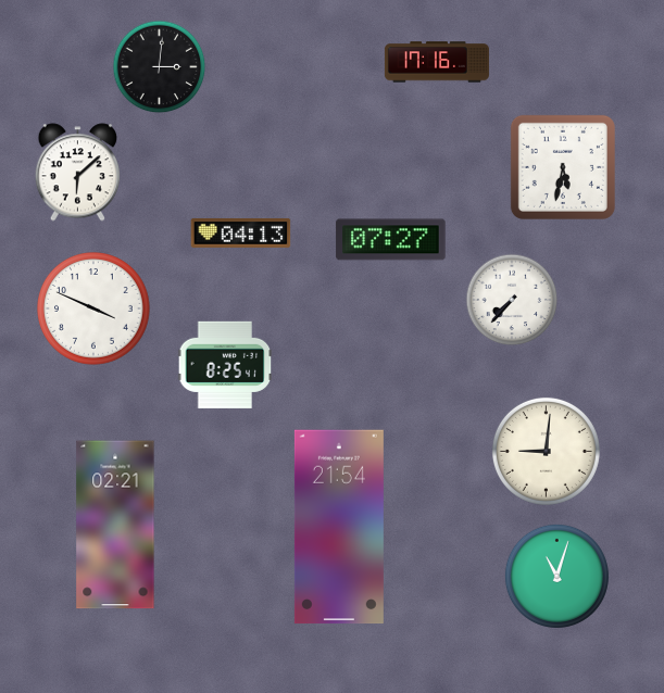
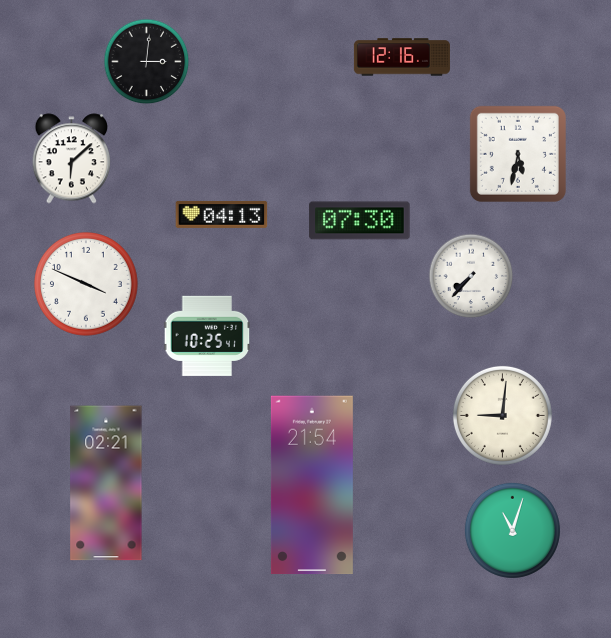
clock at (437, 62): 17:16 -> 12:16
clock at (391, 240): 07:27 -> 07:30
clock at (225, 365): 8:25 -> 10:25
